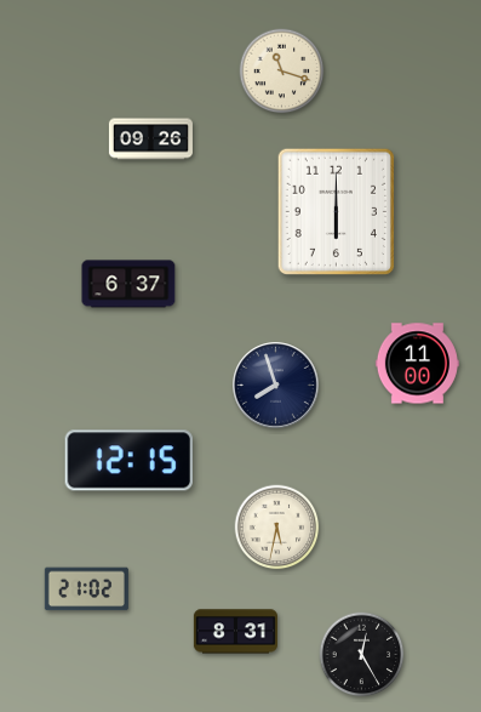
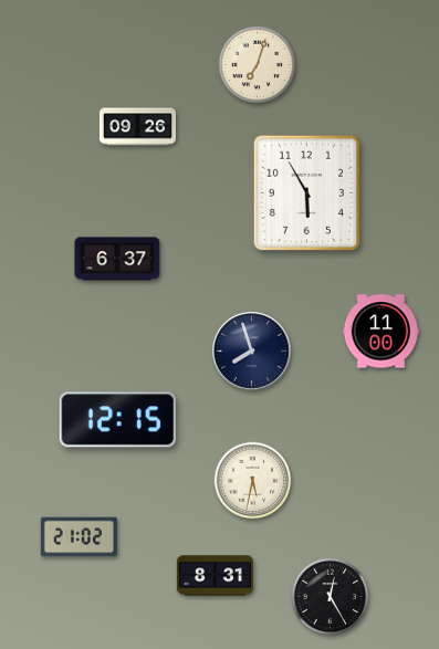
clock at (282, 72): 11:18 -> 7:03
clock at (336, 211): 6:00 -> 5:55
